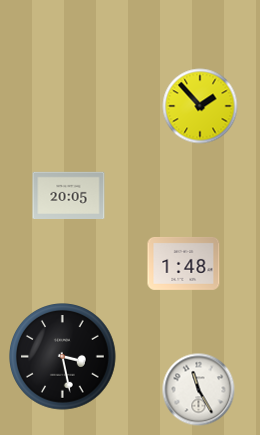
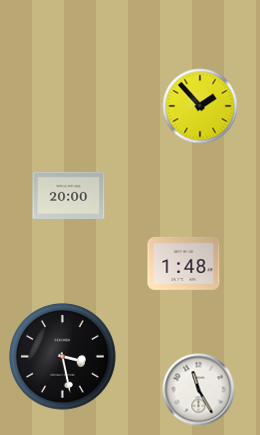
clock at (69, 196): 20:05 -> 20:00
